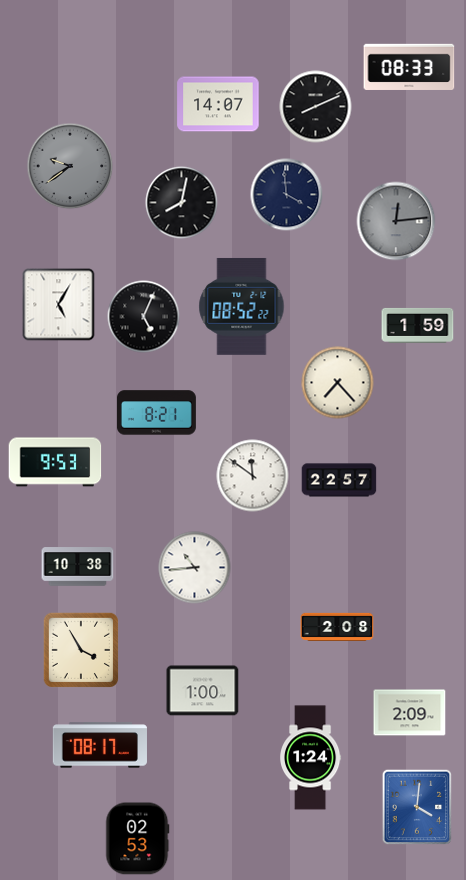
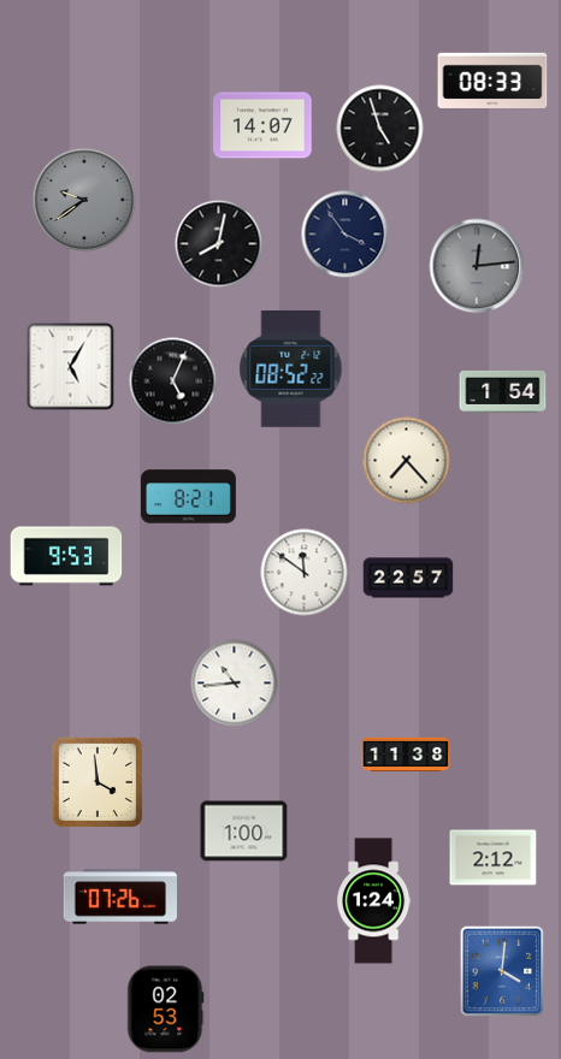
clock at (316, 107): 8:11 -> 4:57
clock at (287, 195): 3:59 -> 3:54
clock at (418, 325): 1:59 -> 1:54
clock at (78, 567): 10:38 -> none
clock at (337, 626): 2:08 -> 11:38
clock at (80, 649): 3:55 -> 3:59
clock at (410, 713): 2:09 -> 2:12
clock at (100, 745): 08:17 -> 07:26
clock at (311, 758) position: (311, 758) -> (374, 901)
